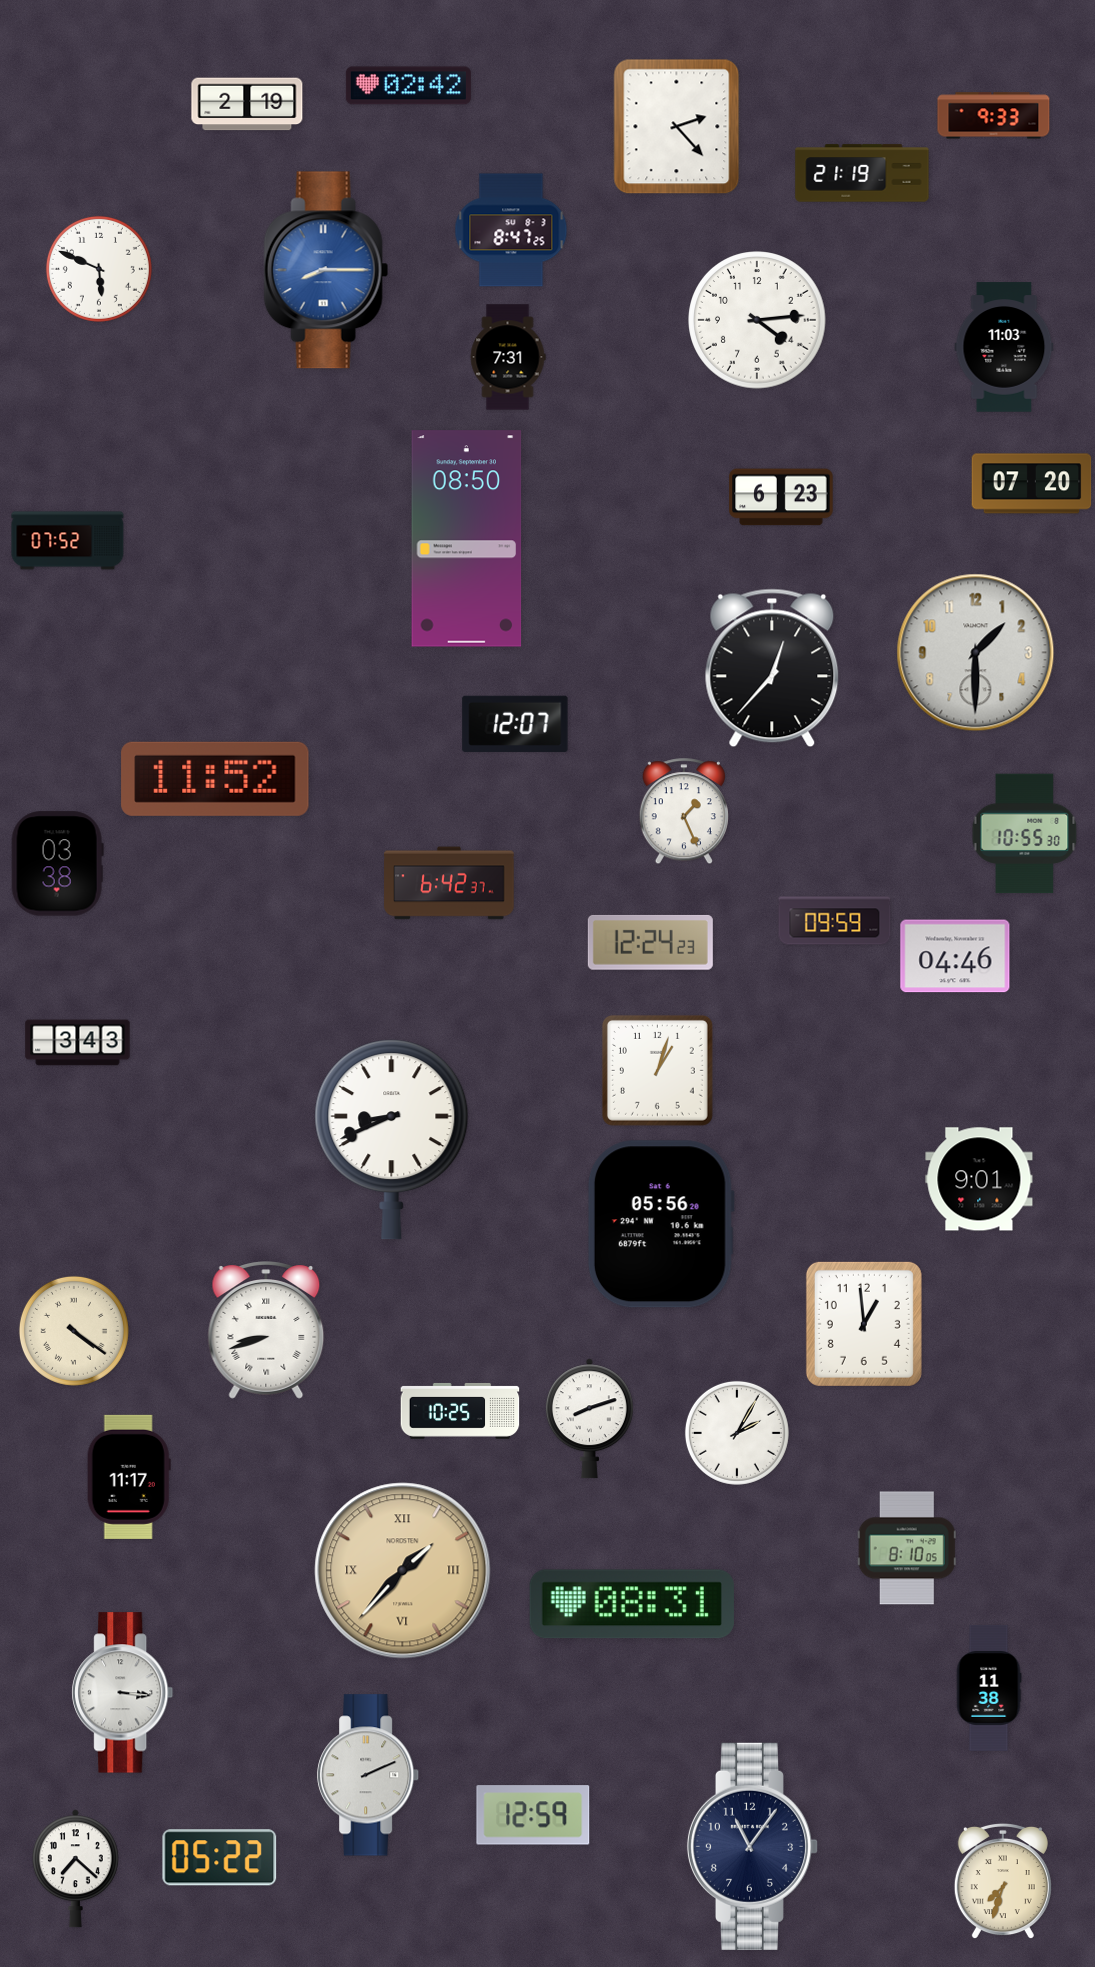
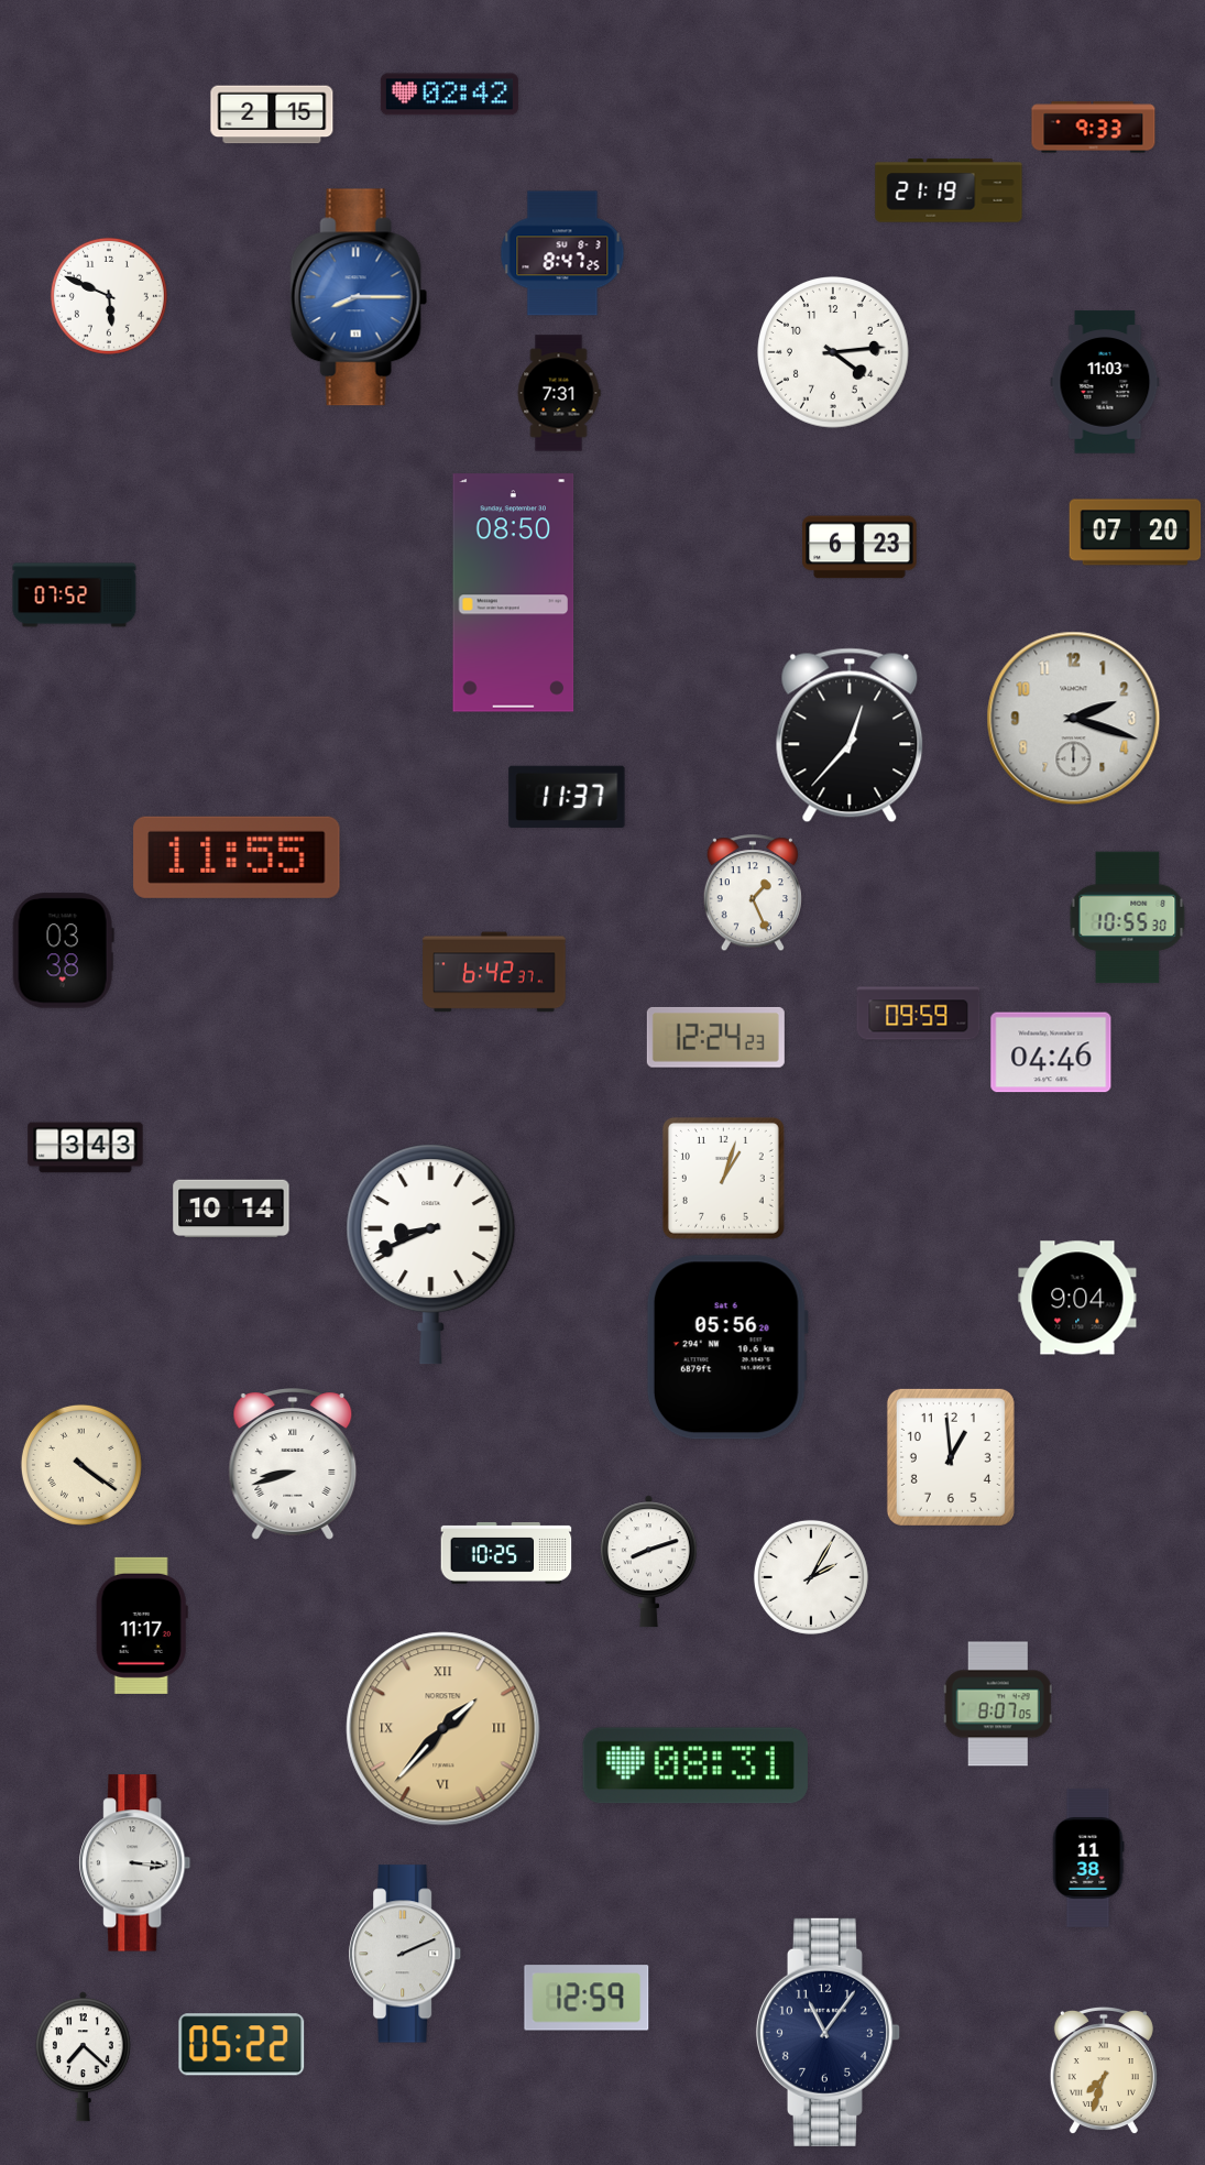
clock at (247, 104): 2:19 -> 2:15
clock at (677, 127): 2:23 -> none
clock at (976, 653): 1:30 -> 2:18
clock at (515, 724): 12:07 -> 11:37
clock at (215, 779): 11:52 -> 11:55
clock at (231, 1209): none -> 10:14
clock at (979, 1179): 9:01 -> 9:04
clock at (907, 1548): 8:10 -> 8:07
